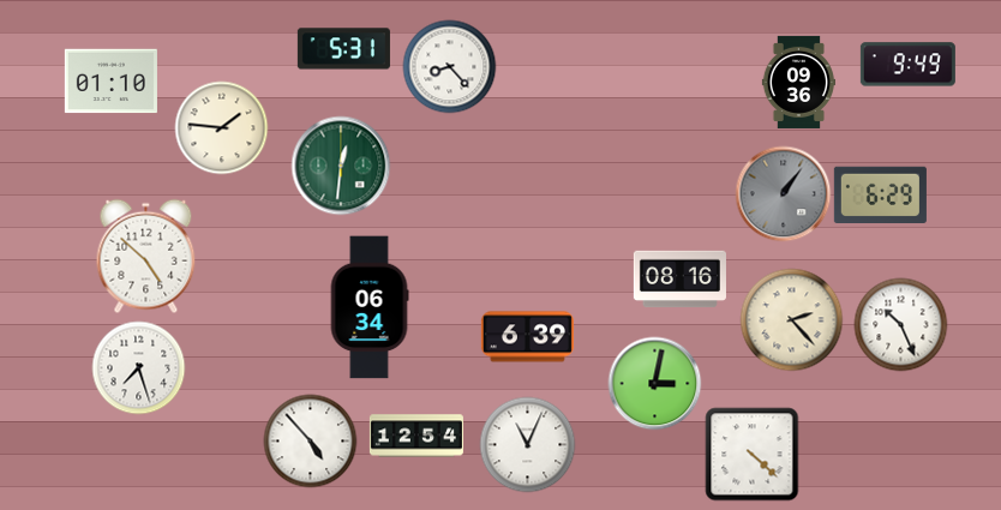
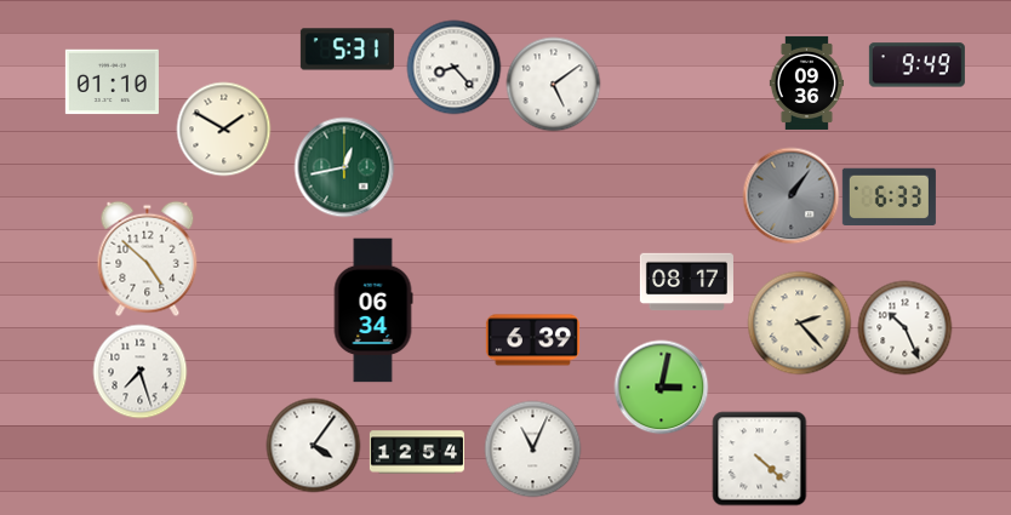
clock at (553, 84): none -> 5:09
clock at (221, 127): 1:46 -> 1:50
clock at (341, 166): 12:31 -> 12:43
clock at (880, 194): 6:29 -> 6:33
clock at (679, 280): 08:16 -> 08:17
clock at (900, 324) position: (900, 324) -> (904, 327)
clock at (416, 436) position: (416, 436) -> (417, 452)
clock at (310, 440): 4:53 -> 4:06
